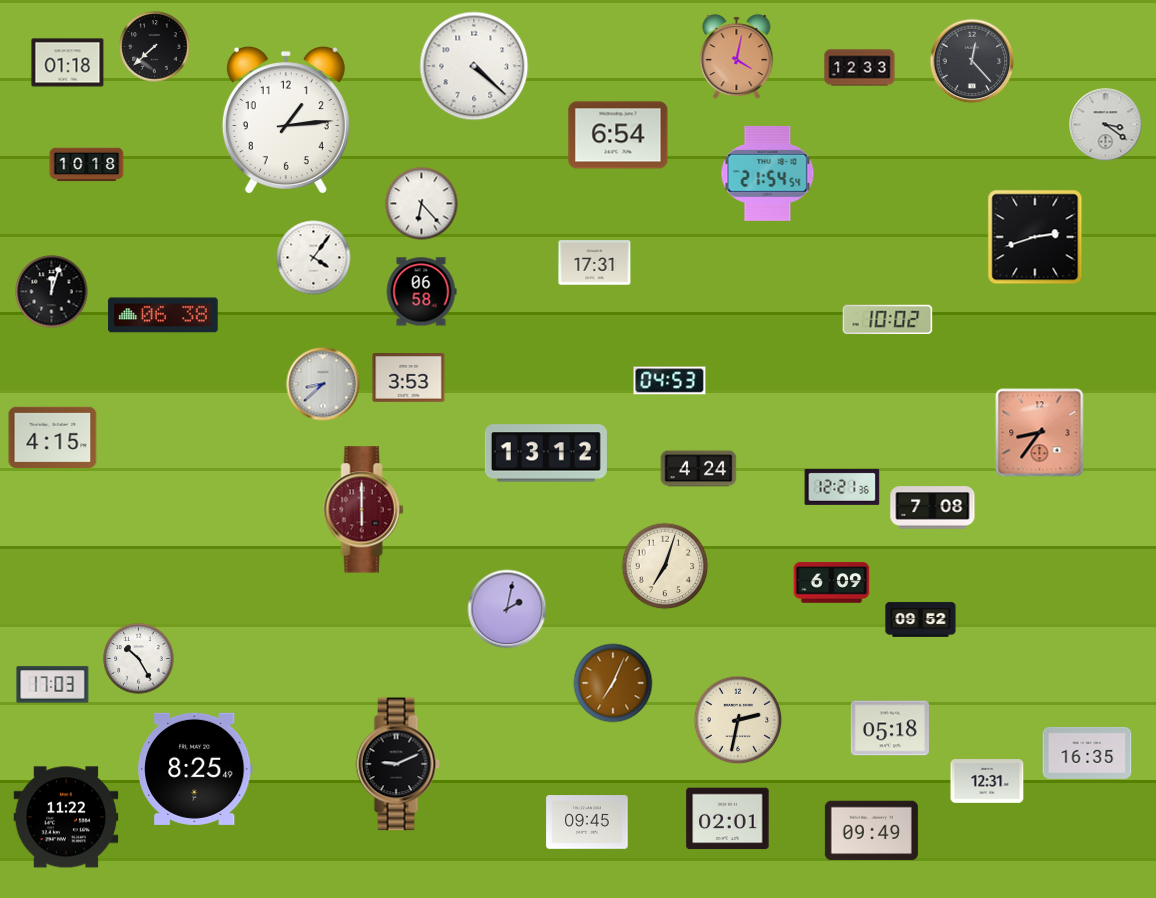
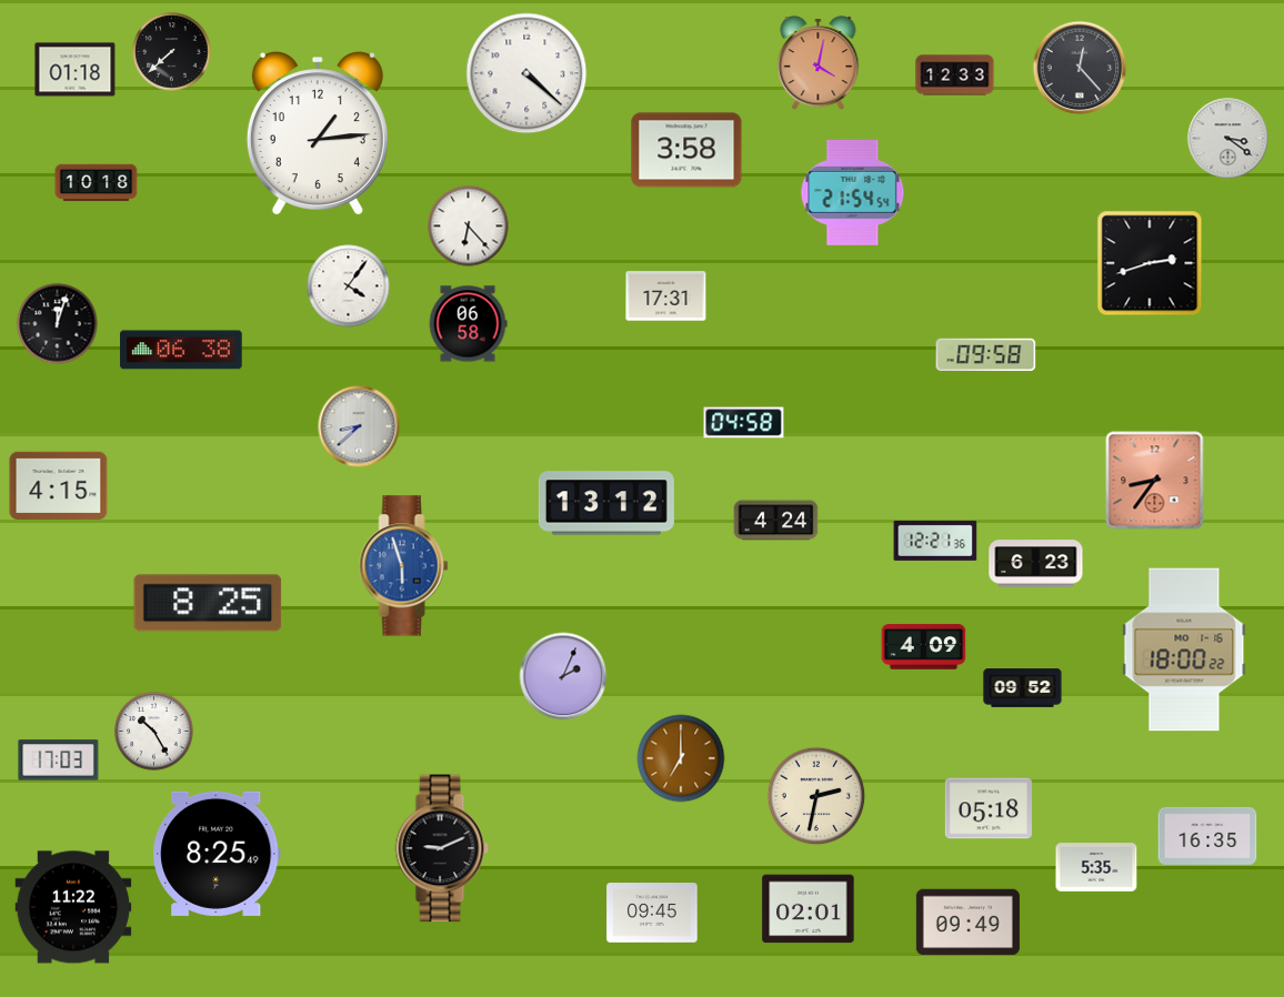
clock at (618, 135): 6:54 -> 3:58
clock at (595, 263) position: (595, 263) -> (666, 296)
clock at (888, 320): 10:02 -> 09:58
clock at (409, 378): 3:53 -> none
clock at (670, 381): 04:53 -> 04:58
clock at (933, 508): 7:08 -> 6:23
clock at (364, 510): 6:00 -> 5:57
clock at (364, 510) dial: burgundy -> blue
clock at (208, 603): none -> 8:25
clock at (665, 566): 7:03 -> none
clock at (832, 583): 6:09 -> 4:09
clock at (1184, 649): none -> 18:00
clock at (507, 609): 2:02 -> 2:04
clock at (613, 683): 7:04 -> 7:00
clock at (738, 720) position: (738, 720) -> (816, 796)
clock at (987, 781): 12:31 -> 5:35
